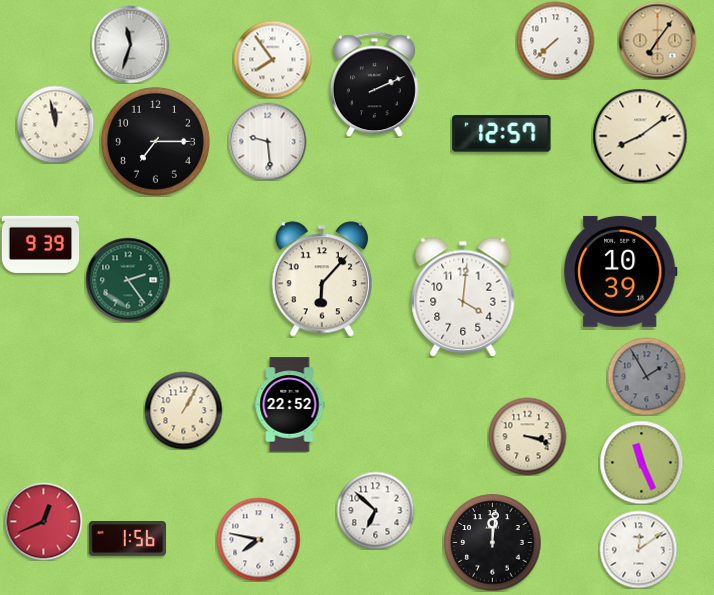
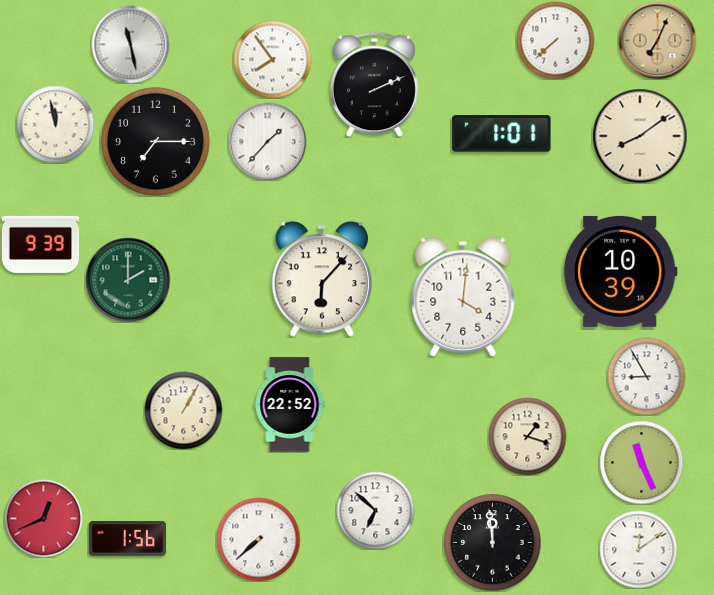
clock at (657, 40): 7:06 -> 7:04
clock at (130, 44): 11:33 -> 11:28
clock at (502, 134): 12:57 -> 1:01
clock at (267, 141): 9:29 -> 1:37
clock at (128, 280): 2:24 -> 2:00
clock at (646, 376): 1:55 -> 8:55
clock at (646, 376) dial: grey -> white
clock at (527, 436): 3:18 -> 1:18
clock at (43, 521) position: (43, 521) -> (43, 518)
clock at (258, 539): 7:47 -> 7:38
clock at (493, 543): 12:01 -> 11:59
